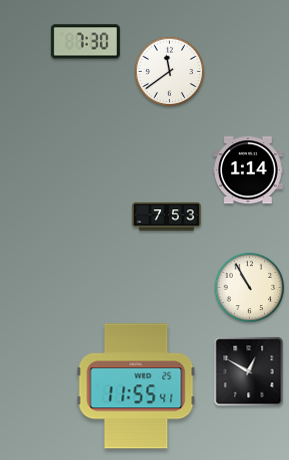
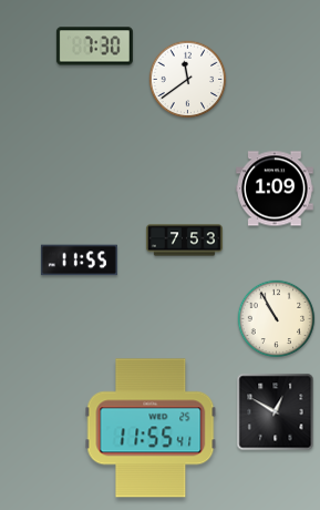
clock at (249, 170): 1:14 -> 1:09
clock at (79, 261): none -> 11:55
